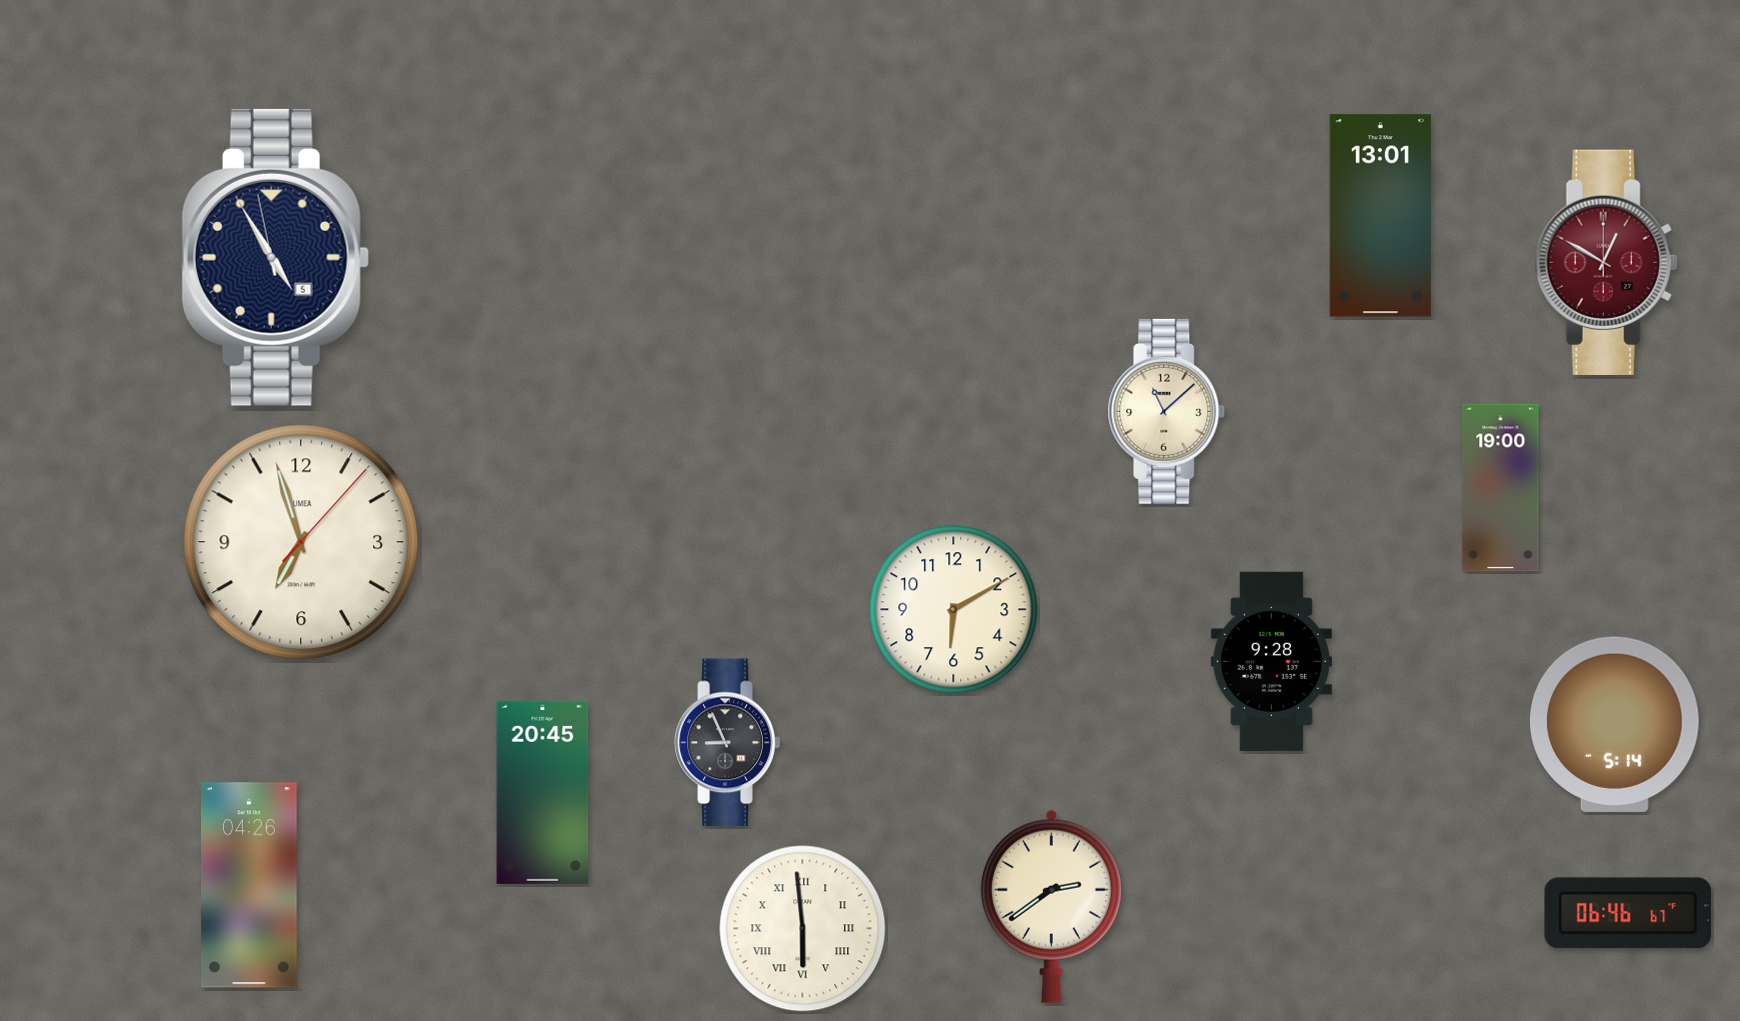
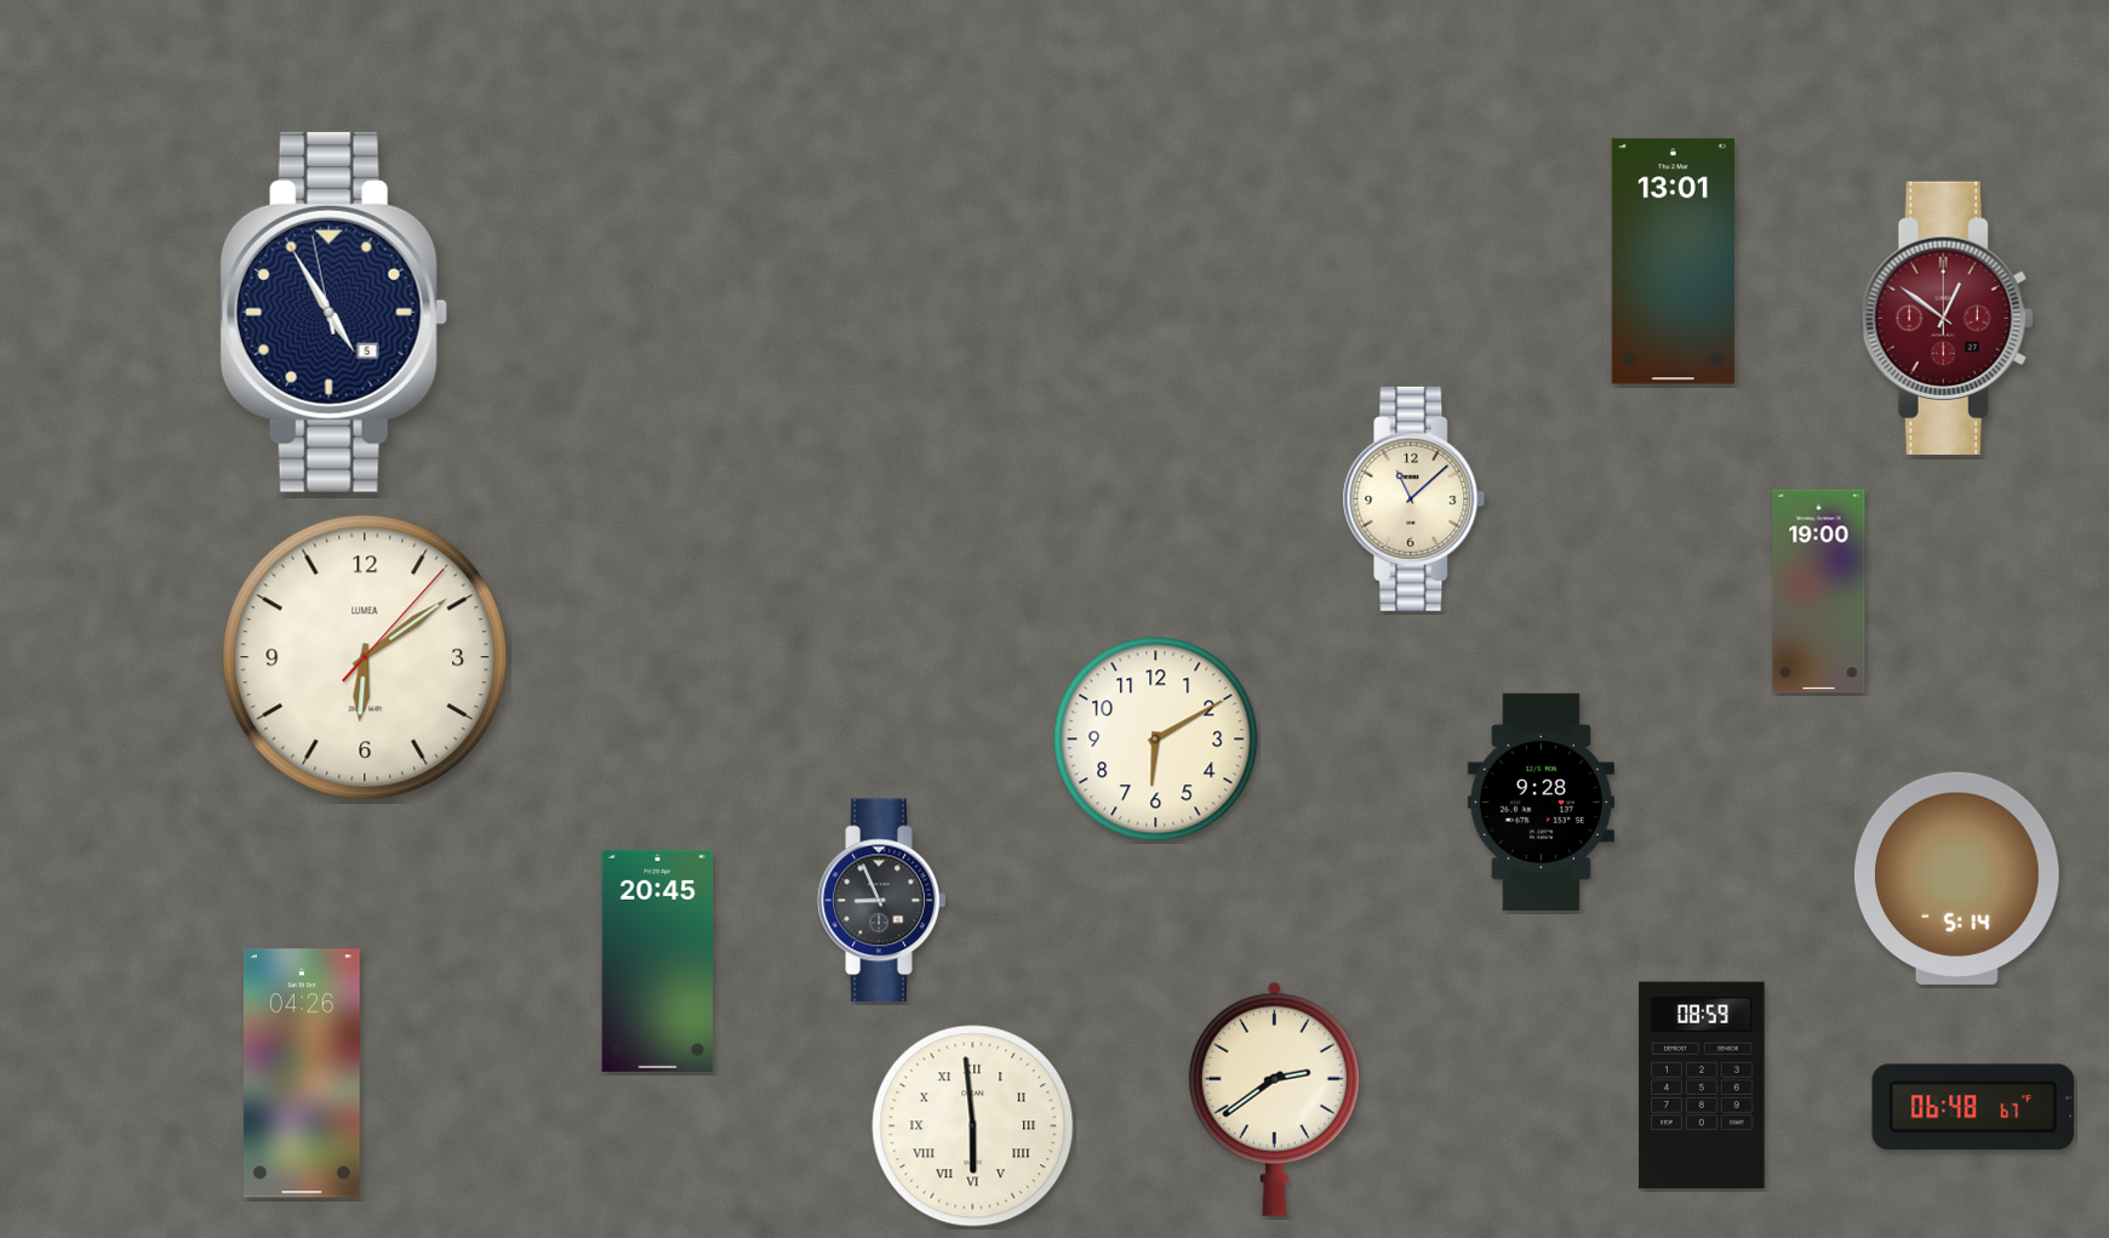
clock at (1606, 262): 12:50 -> 12:51
clock at (301, 542): 6:57 -> 6:09
clock at (1702, 1085): none -> 08:59
clock at (1628, 913): 06:46 -> 06:48
